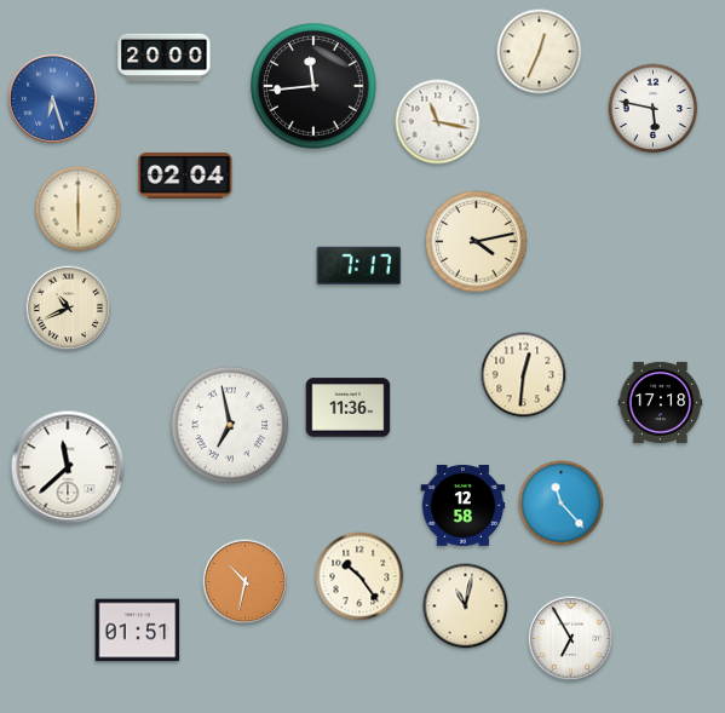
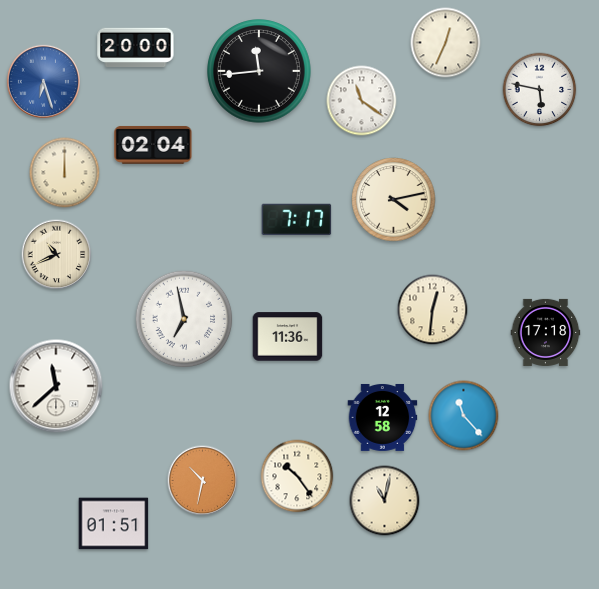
clock at (438, 122): 11:17 -> 11:21
clock at (79, 209): 6:00 -> 12:00
clock at (230, 425) position: (230, 425) -> (184, 319)
clock at (138, 631) position: (138, 631) -> (114, 524)
clock at (571, 639): 6:55 -> none
